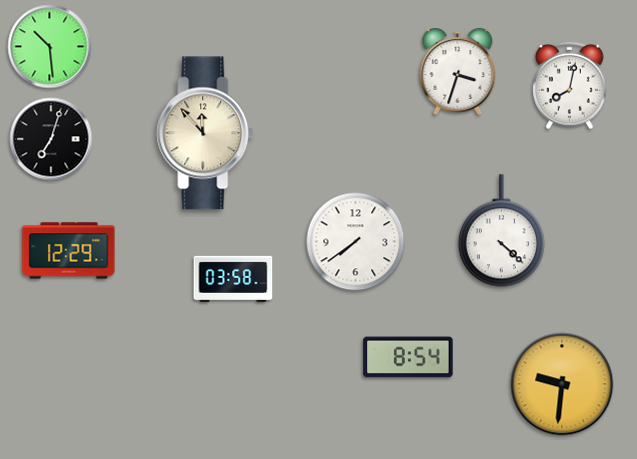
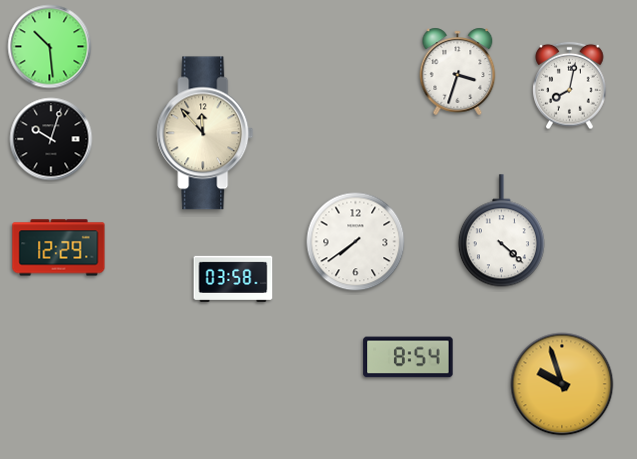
clock at (51, 139): 7:03 -> 10:03
clock at (69, 251) position: (69, 251) -> (59, 248)
clock at (562, 384): 9:31 -> 9:57
